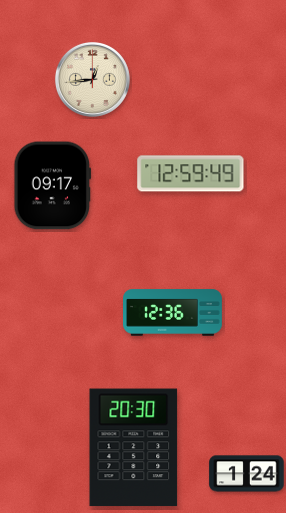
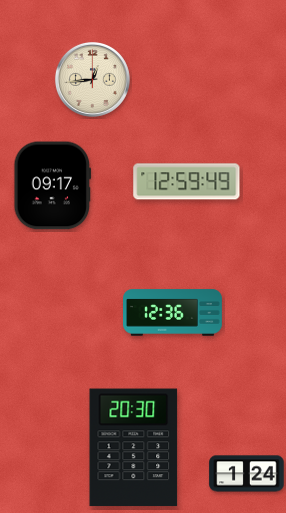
clock at (191, 174) position: (191, 174) -> (187, 182)
